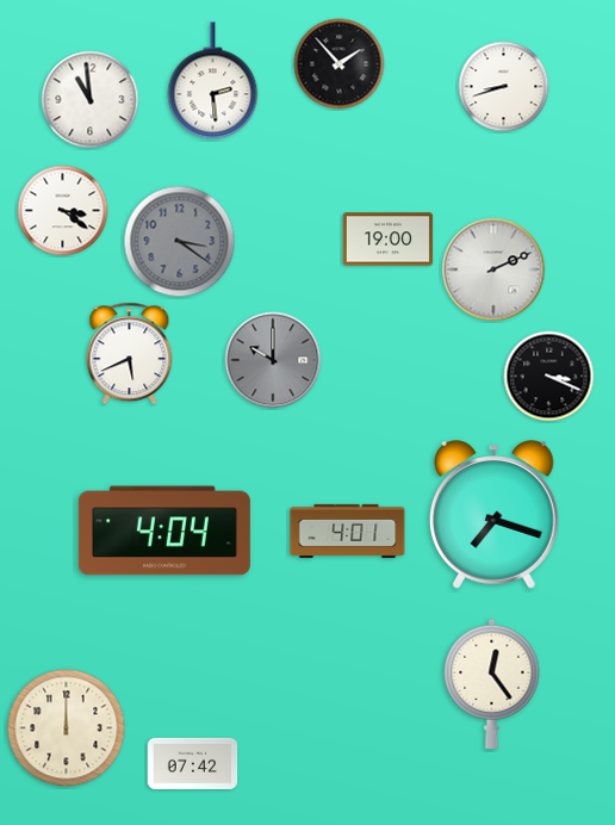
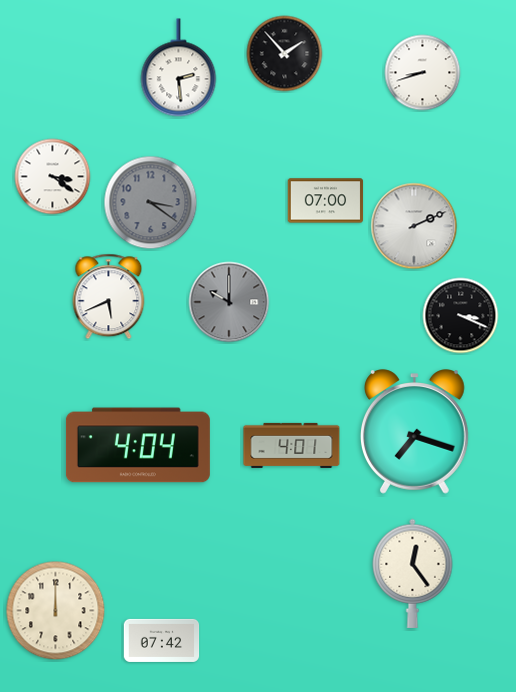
clock at (91, 100): 10:59 -> none
clock at (389, 240): 19:00 -> 07:00
